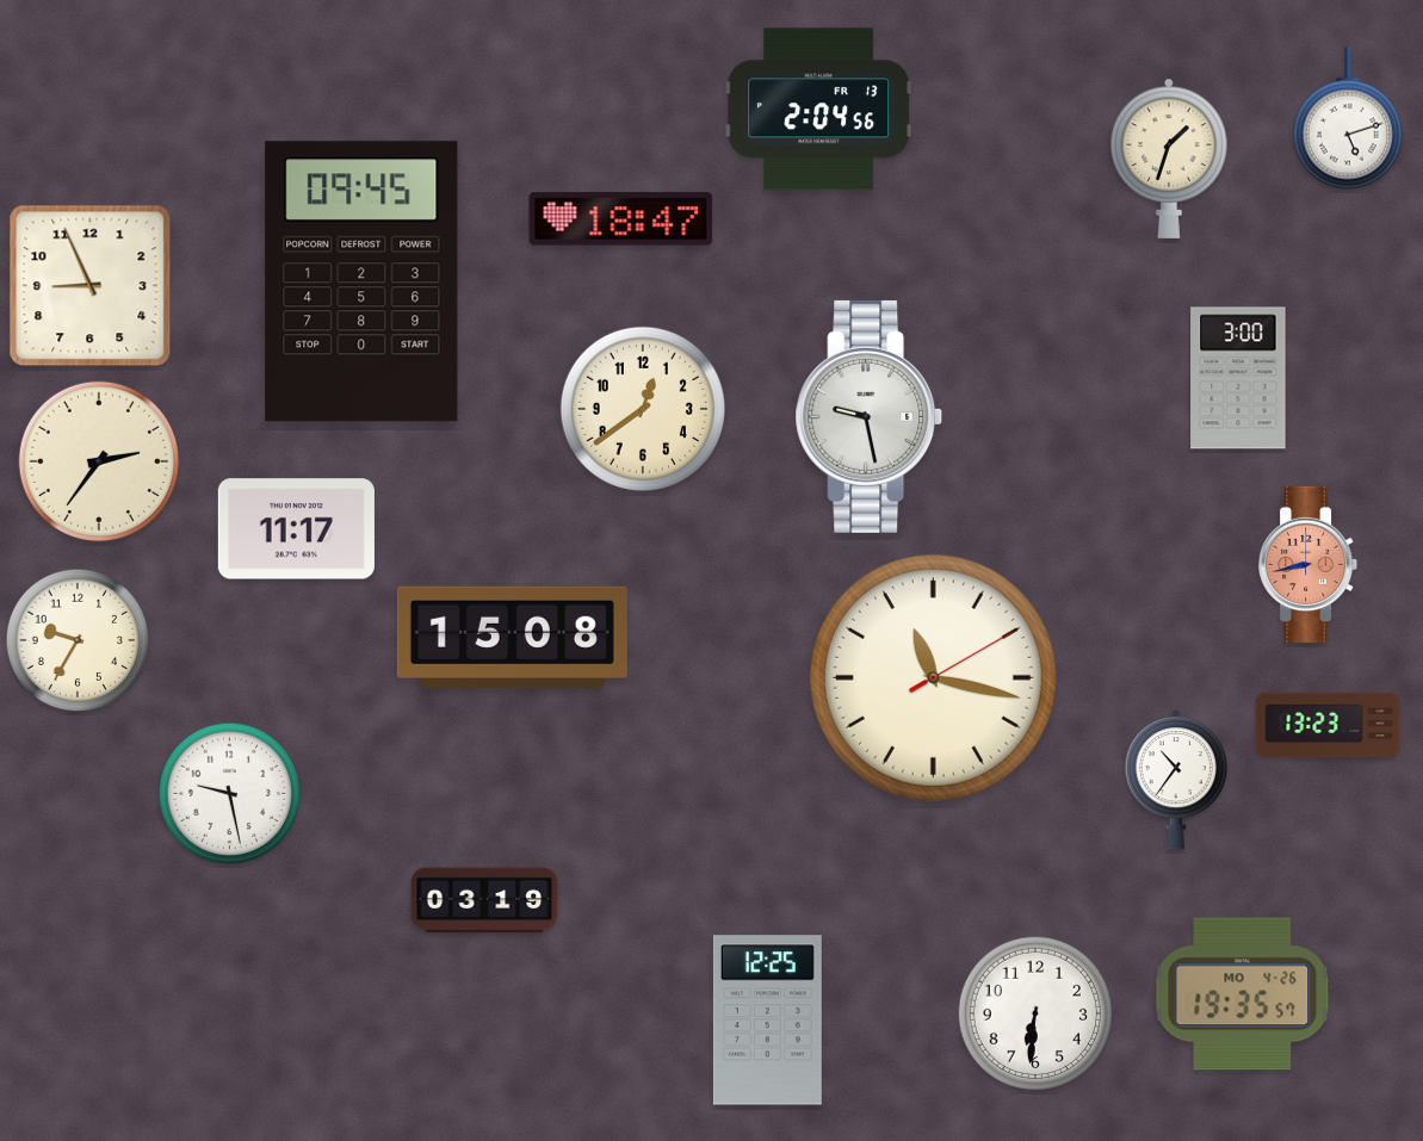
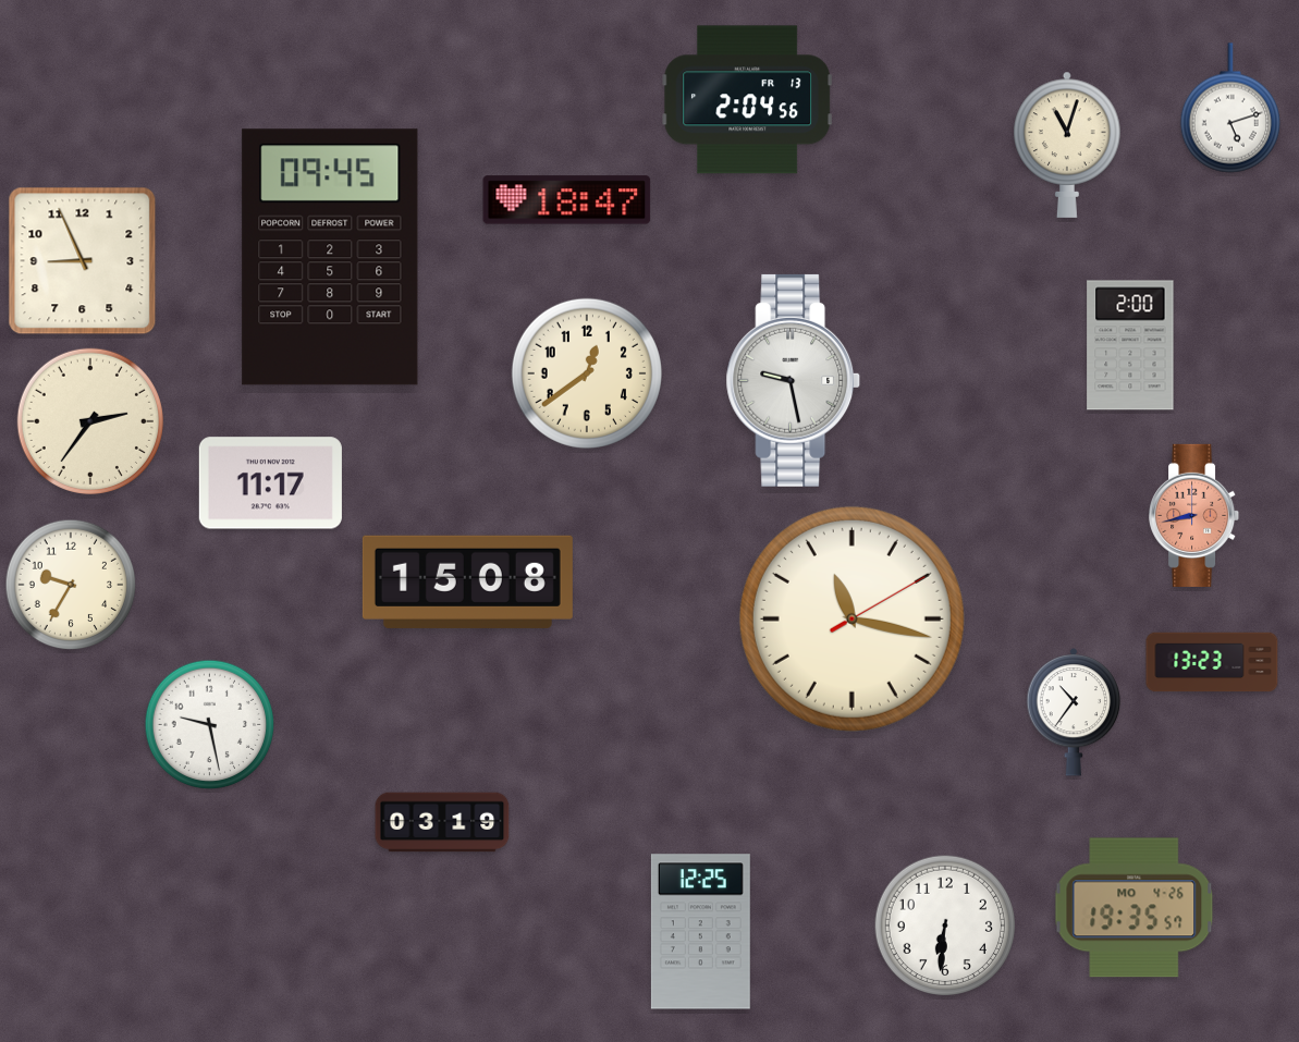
clock at (1169, 159): 1:33 -> 11:03
clock at (1238, 378): 3:00 -> 2:00
